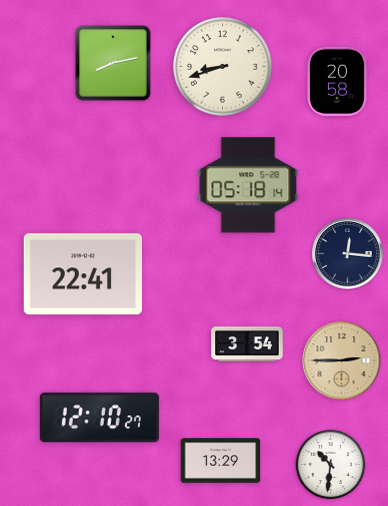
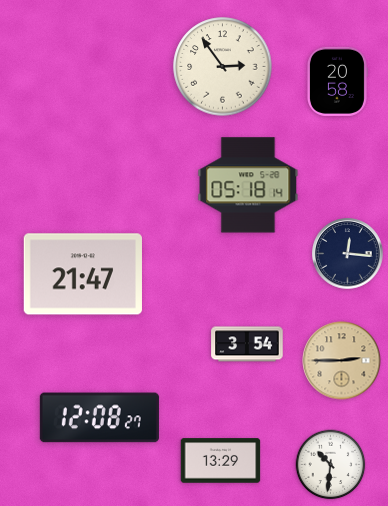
clock at (113, 63): 8:13 -> none
clock at (223, 67): 8:42 -> 2:54
clock at (83, 274): 22:41 -> 21:47
clock at (99, 418): 12:10 -> 12:08
